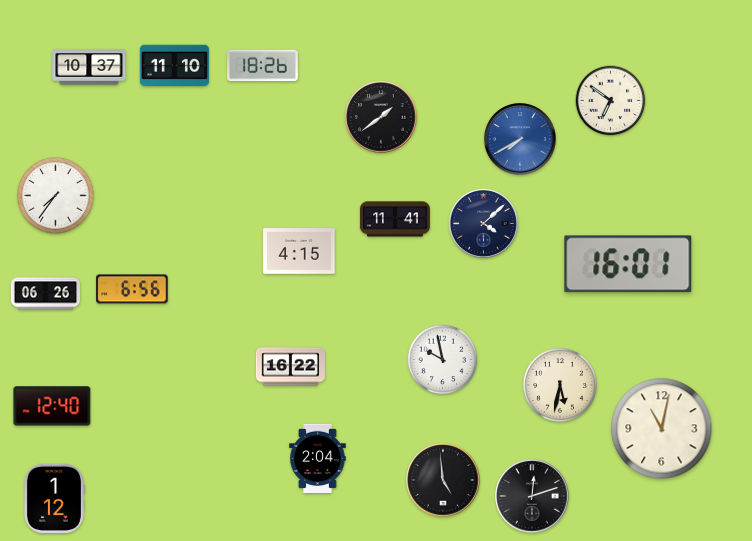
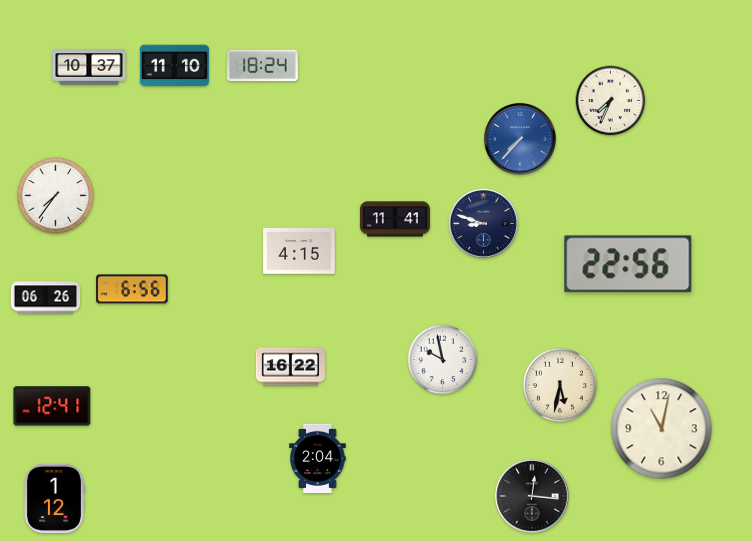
clock at (263, 66): 18:26 -> 18:24
clock at (611, 101): 6:51 -> 7:34
clock at (381, 117): 1:39 -> none
clock at (520, 139): 7:40 -> 7:37
clock at (483, 223): 4:08 -> 8:48
clock at (628, 264): 16:01 -> 22:56
clock at (45, 294) position: (45, 294) -> (45, 298)
clock at (52, 406): 12:40 -> 12:41
clock at (443, 480): 4:59 -> none
clock at (532, 496): 12:12 -> 12:16
